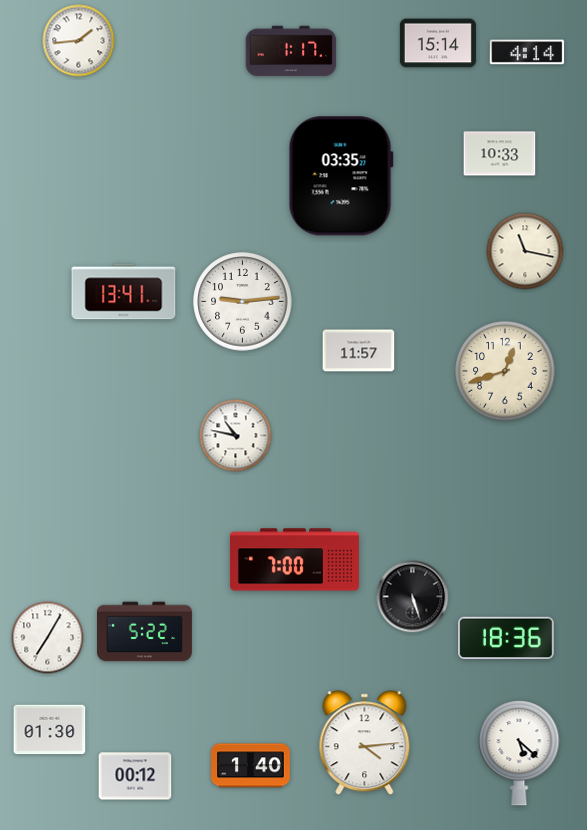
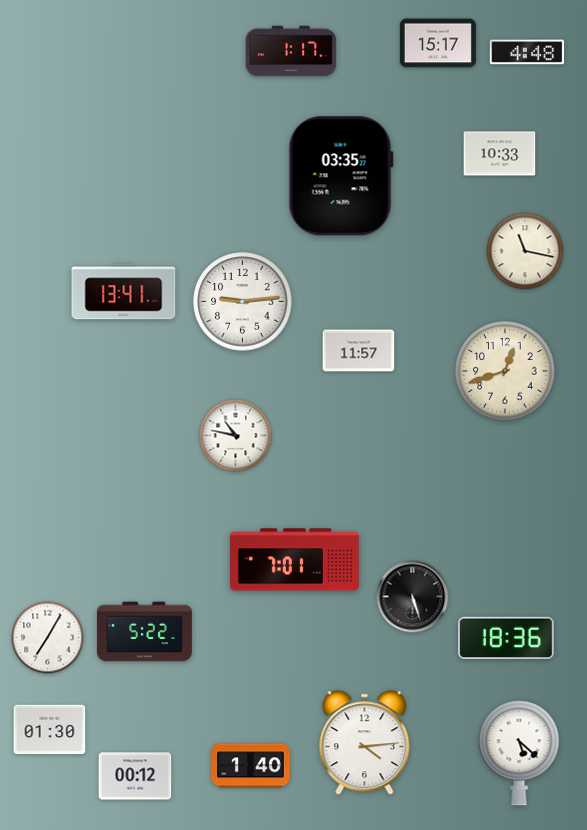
clock at (79, 41): 1:44 -> none
clock at (438, 43): 15:14 -> 15:17
clock at (527, 52): 4:14 -> 4:48
clock at (294, 560): 7:00 -> 7:01
